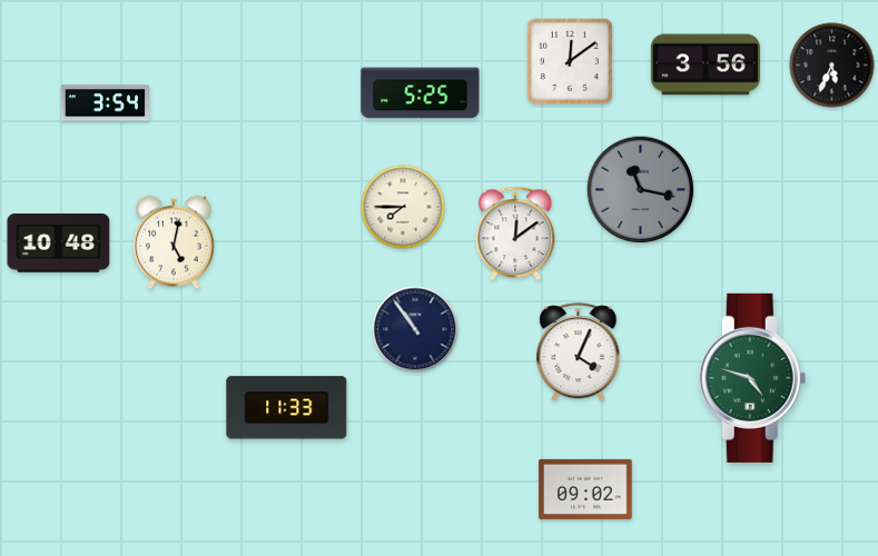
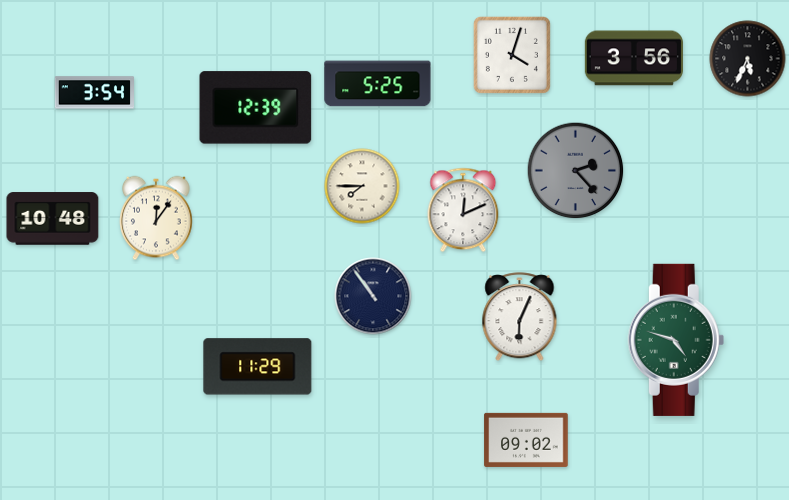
clock at (570, 61): 12:09 -> 4:03
clock at (256, 108): none -> 12:39
clock at (641, 190): 11:17 -> 2:23
clock at (515, 234): 12:09 -> 12:11
clock at (174, 242): 5:02 -> 12:06
clock at (579, 353): 4:04 -> 6:04
clock at (287, 408): 11:33 -> 11:29
